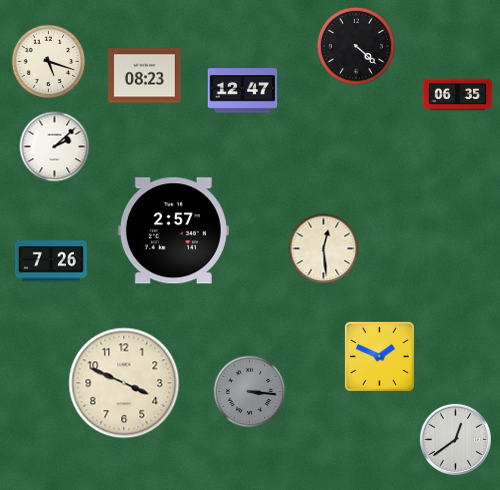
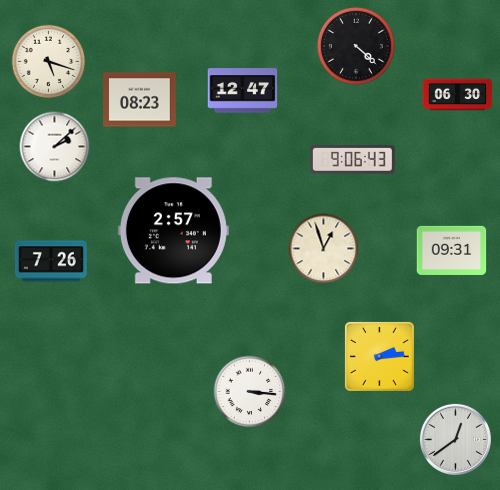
clock at (145, 76) position: (145, 76) -> (140, 100)
clock at (458, 95): 06:35 -> 06:30
clock at (352, 160): none -> 9:06
clock at (324, 249): 12:29 -> 12:57
clock at (452, 250): none -> 09:31
clock at (379, 356): 1:49 -> 2:14
clock at (124, 383): 3:49 -> none
clock at (250, 392) dial: grey -> white
